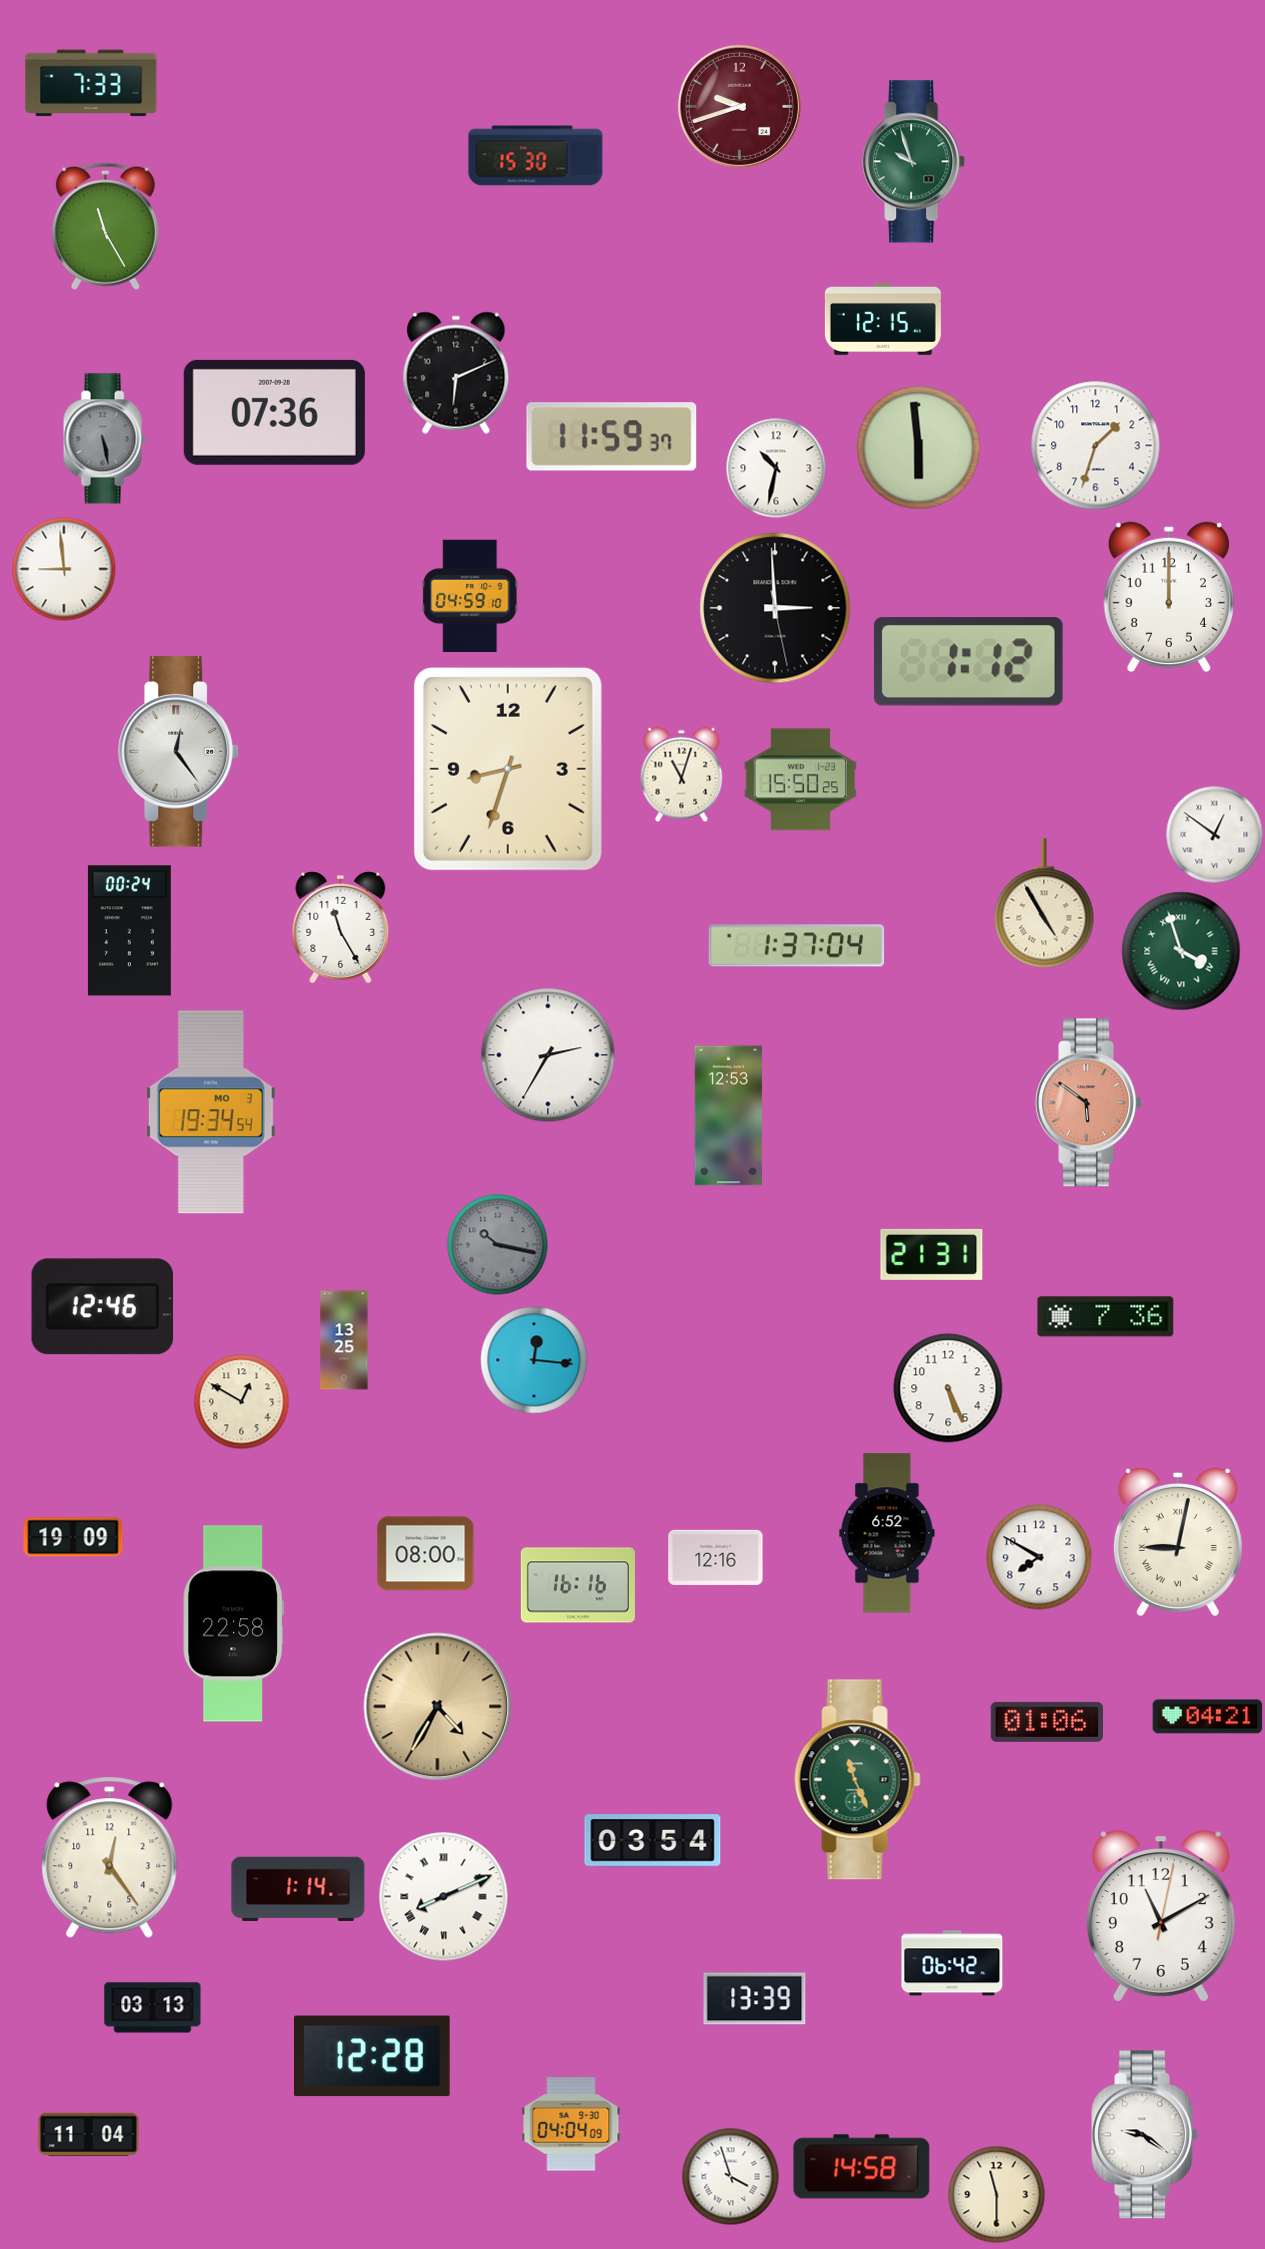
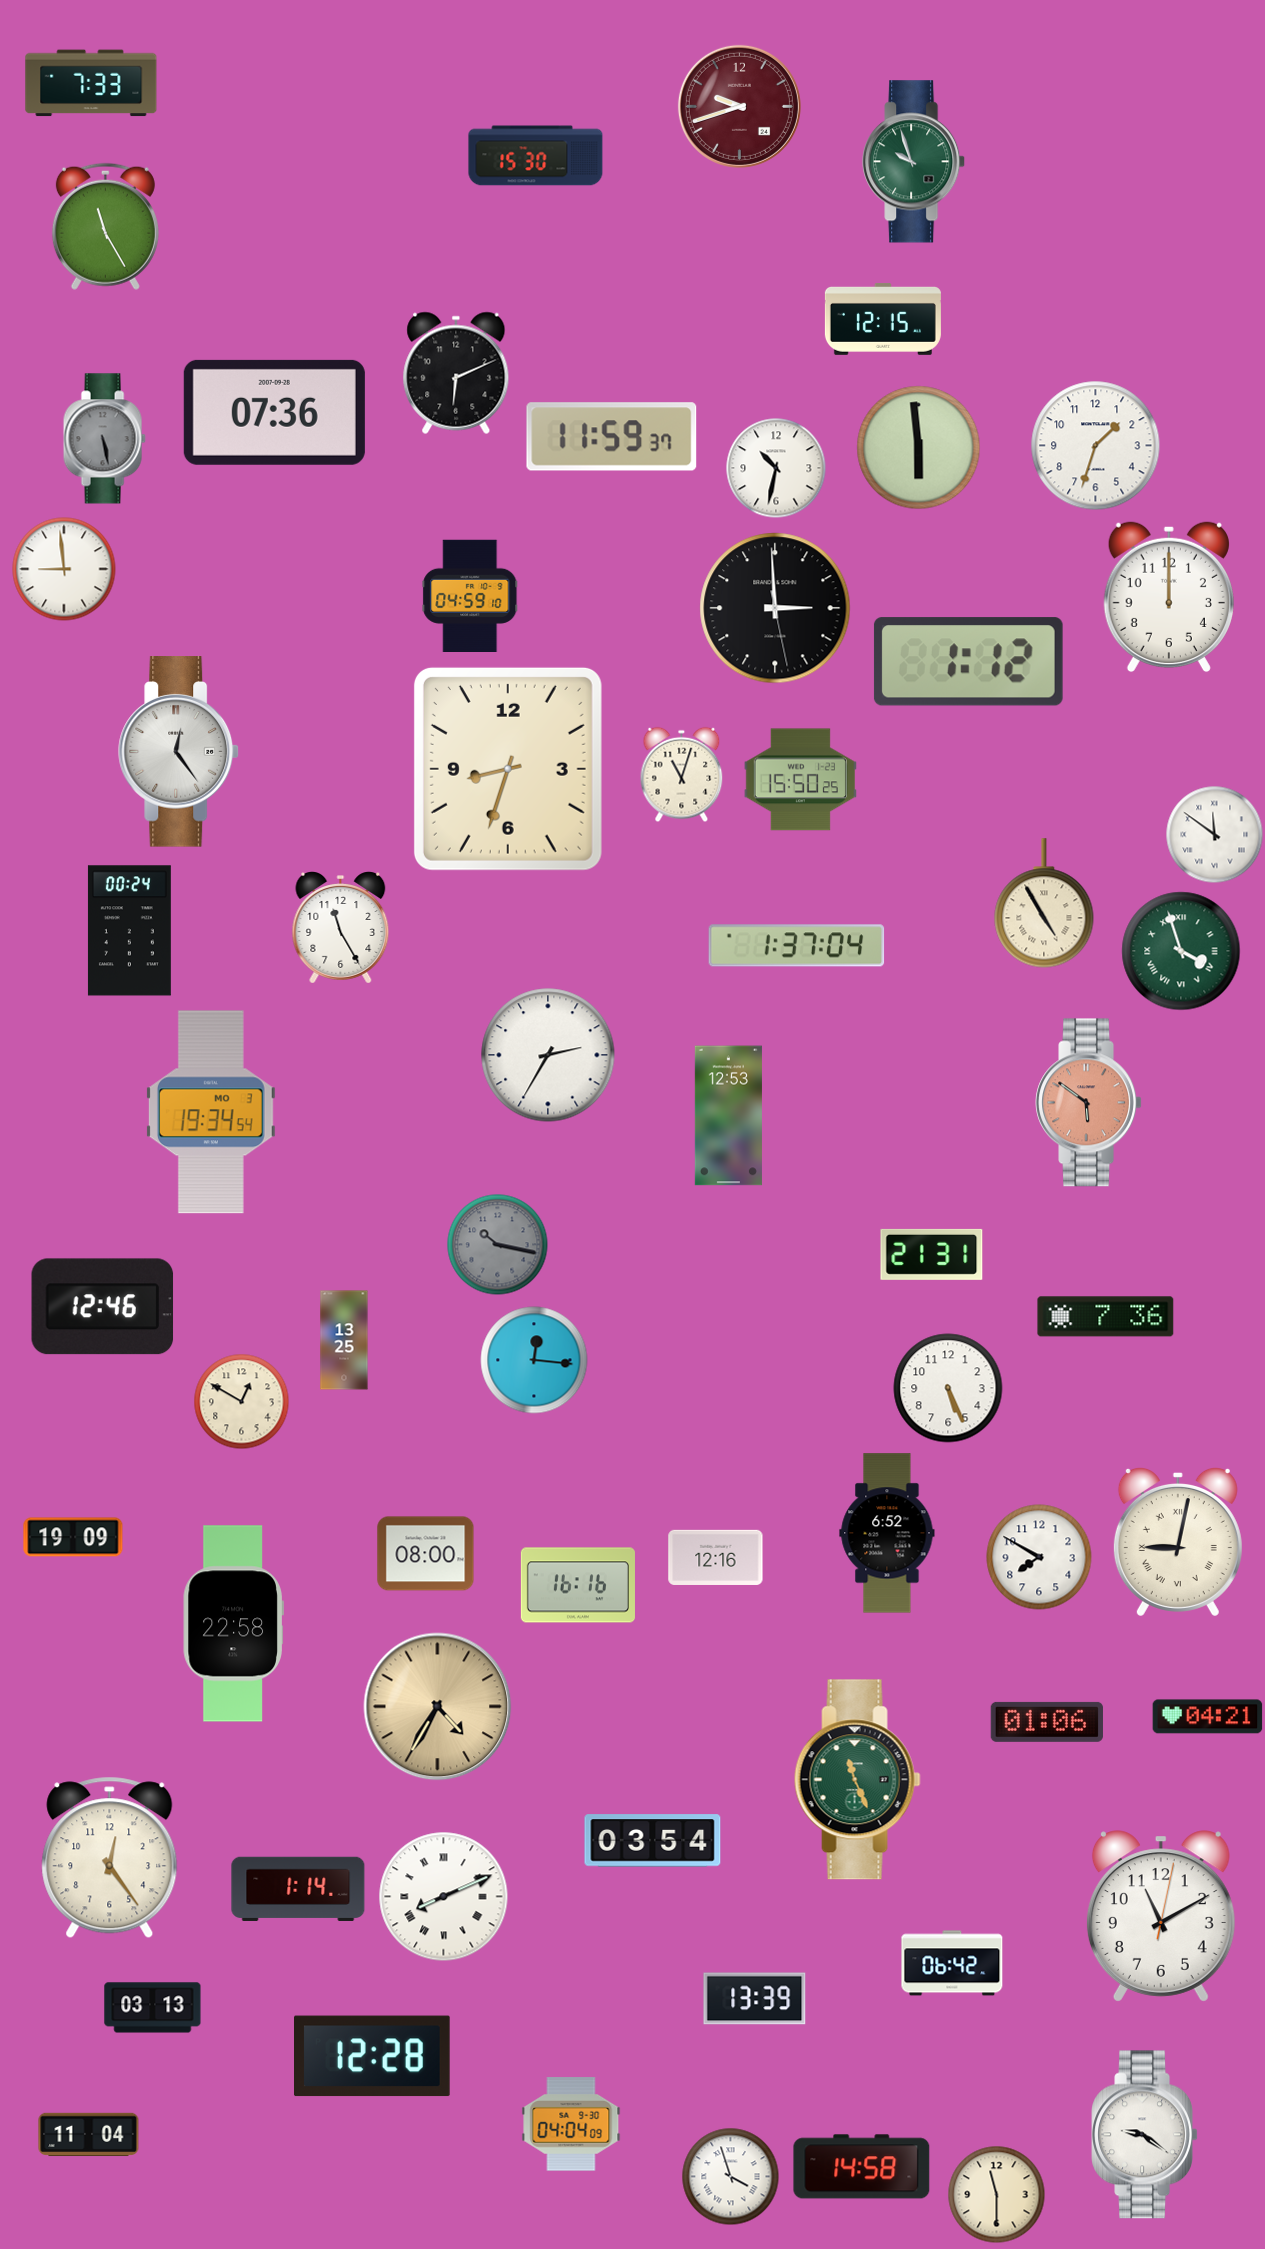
clock at (1215, 835): 12:51 -> 11:51
